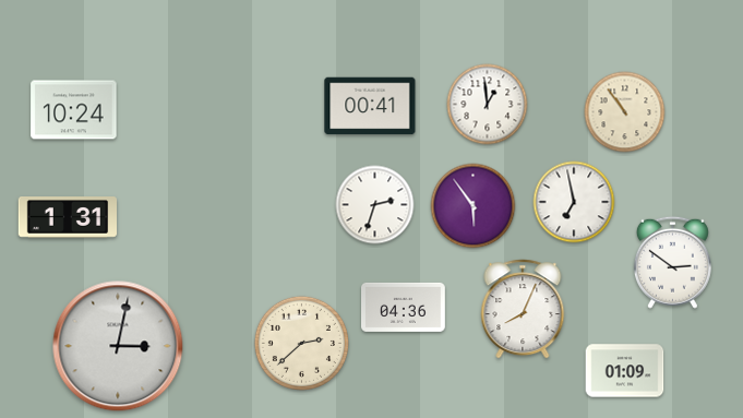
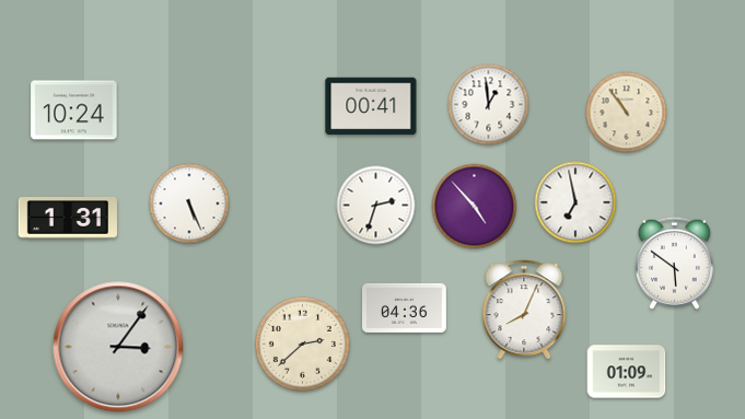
clock at (189, 203): none -> 5:26
clock at (474, 206): 5:54 -> 4:53
clock at (672, 262): 2:51 -> 5:51
clock at (118, 346): 3:02 -> 3:06
